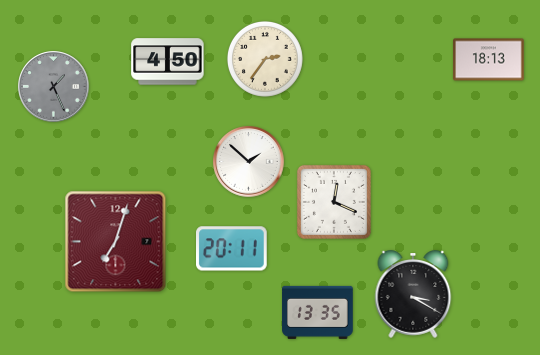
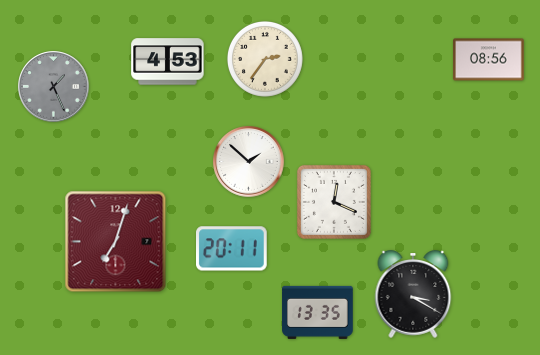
clock at (489, 60): 18:13 -> 08:56
clock at (168, 62): 4:50 -> 4:53
